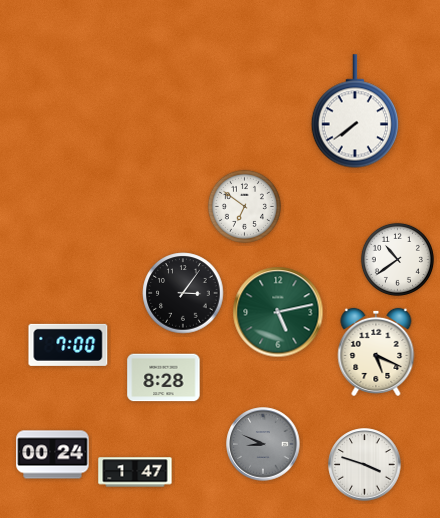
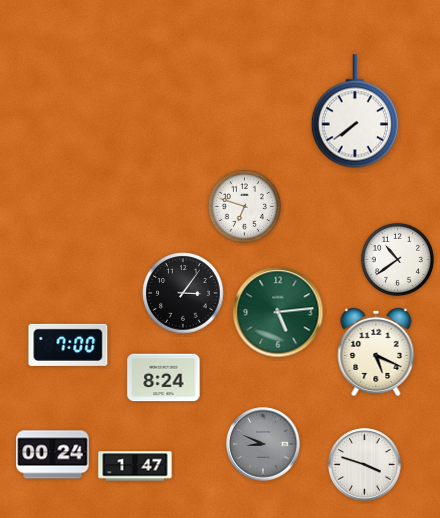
clock at (244, 206): 6:51 -> 6:48
clock at (278, 312): 5:13 -> 5:14
clock at (164, 378): 8:28 -> 8:24
clock at (135, 472) position: (135, 472) -> (135, 466)
